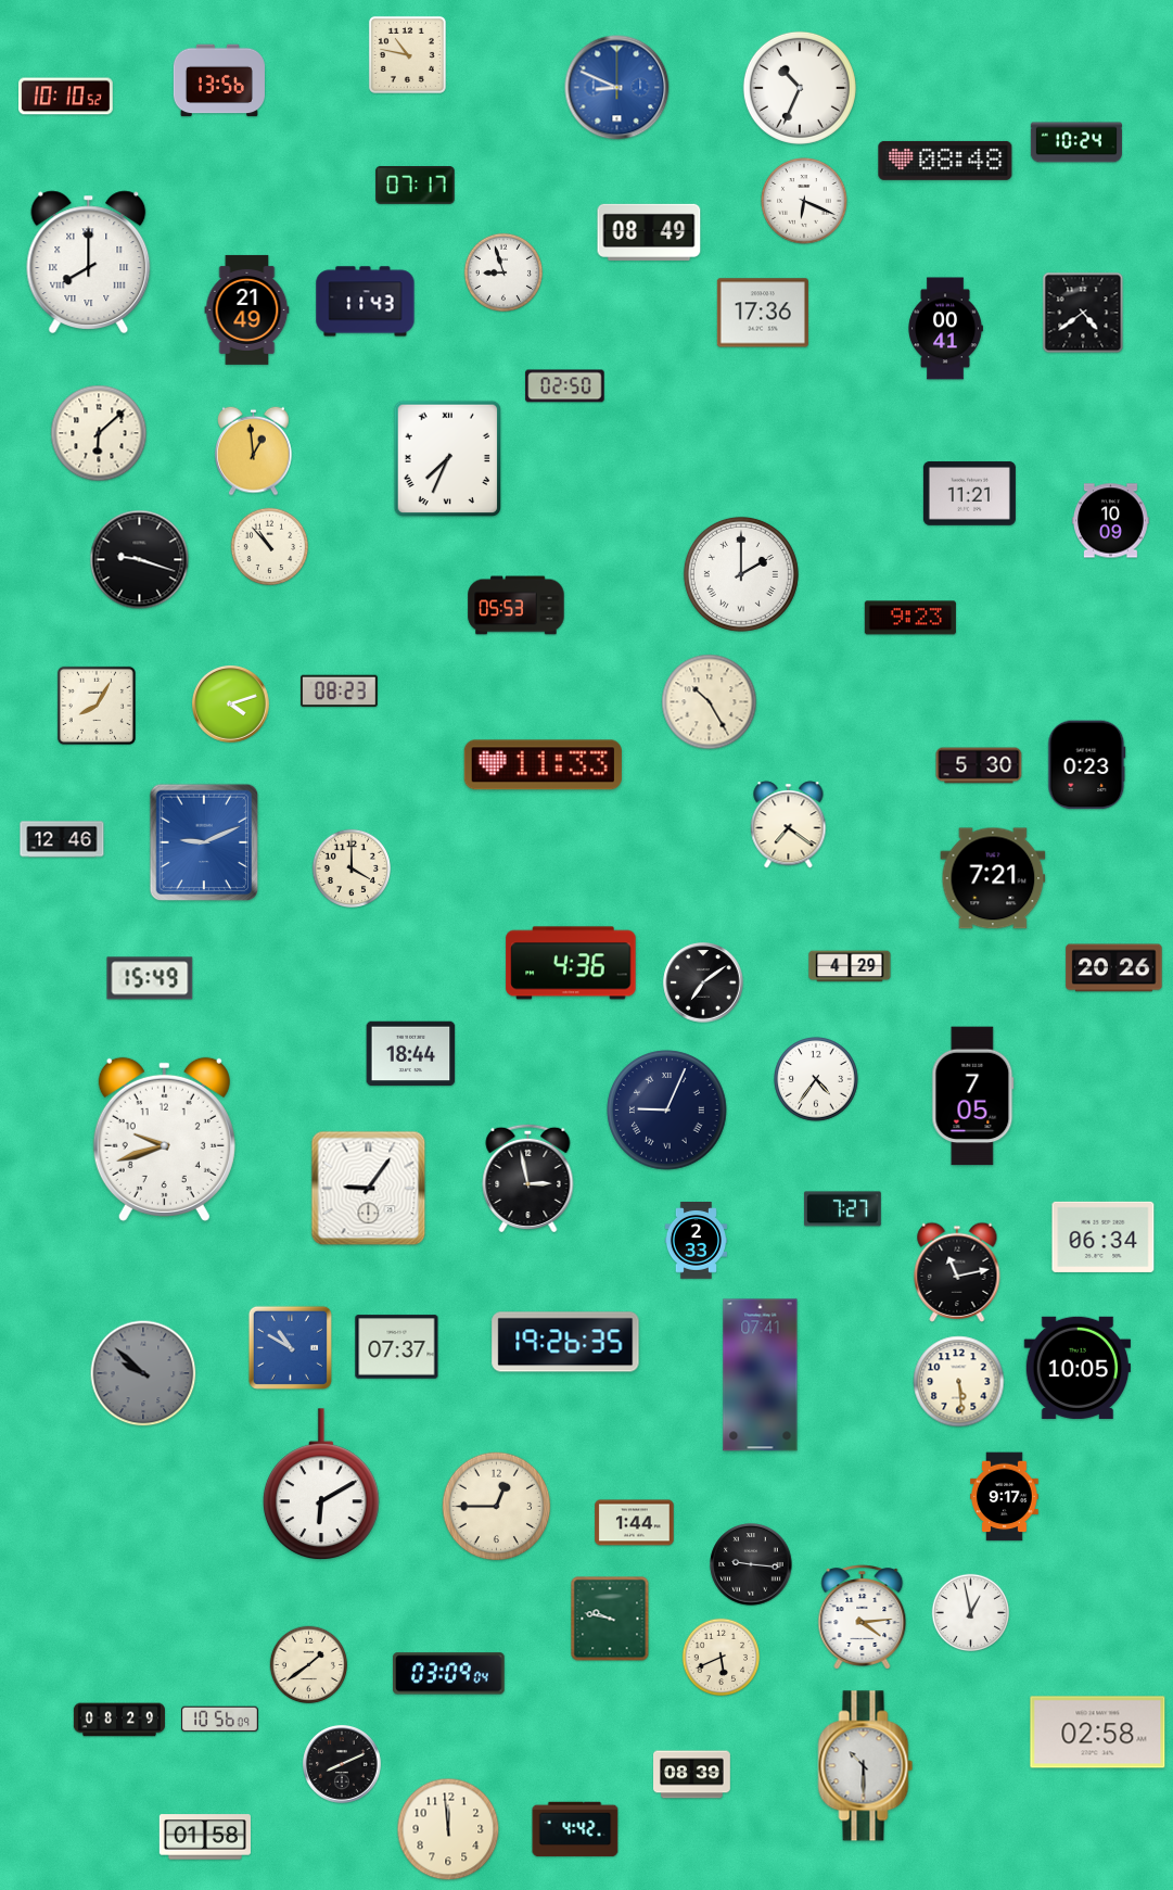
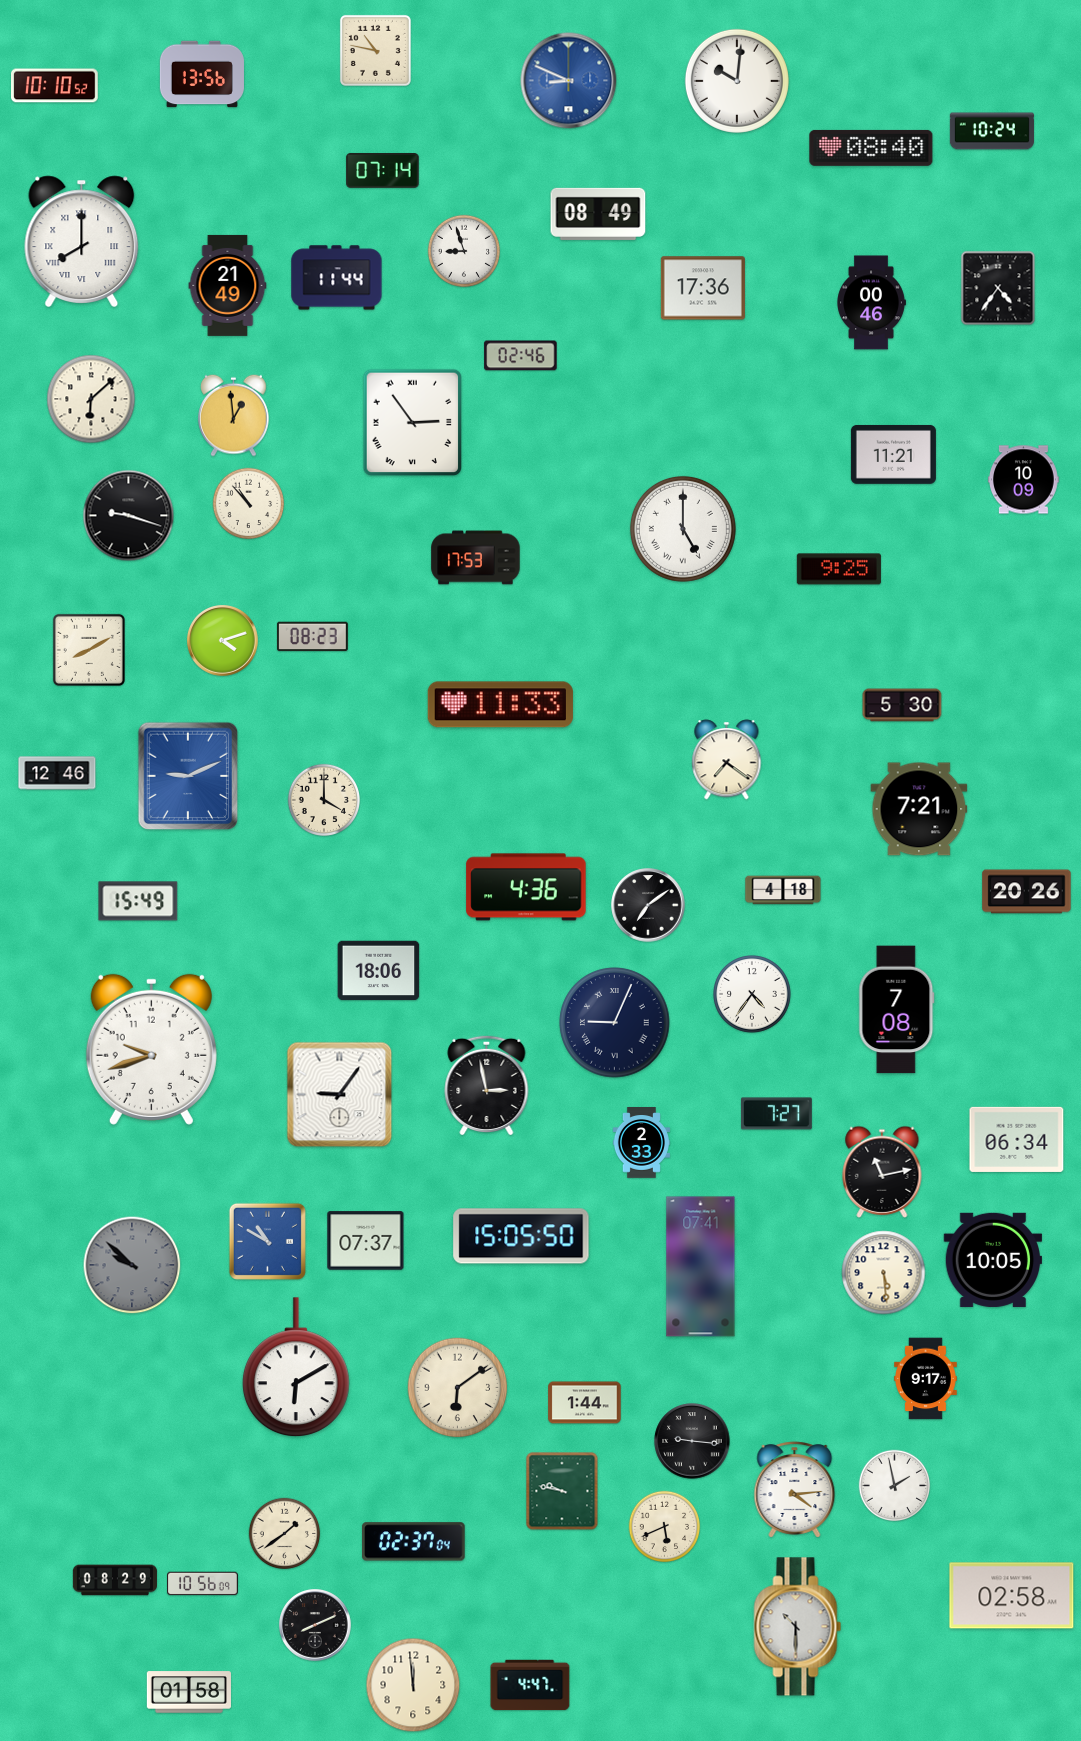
clock at (800, 88): 10:34 -> 10:01
clock at (66, 97) position: (66, 97) -> (55, 86)
clock at (945, 161): 08:48 -> 08:40
clock at (416, 186): 07:17 -> 07:14
clock at (804, 201): 6:19 -> none
clock at (366, 302): 11:43 -> 11:44
clock at (1083, 313): 4:39 -> 4:36
clock at (945, 329): 00:41 -> 00:46
clock at (565, 386): 02:50 -> 02:46
clock at (448, 459): 7:34 -> 2:54
clock at (741, 574): 2:00 -> 5:00
clock at (517, 606): 05:53 -> 17:53
clock at (910, 618): 9:23 -> 9:25
clock at (710, 702): 10:25 -> none
clock at (231, 705) position: (231, 705) -> (223, 641)
clock at (97, 706): 8:05 -> 8:10
clock at (1087, 765): 0:23 -> none
clock at (993, 878) position: (993, 878) -> (919, 809)
clock at (850, 966): 4:29 -> 4:18
clock at (411, 1054): 18:44 -> 18:06
clock at (973, 1096): 7:05 -> 7:08
clock at (565, 1342): 19:26 -> 15:05
clock at (497, 1507): 12:45 -> 6:09
clock at (971, 1613): 12:58 -> 1:58
clock at (449, 1674): 03:09 -> 02:37
clock at (119, 1720) position: (119, 1720) -> (115, 1580)
clock at (692, 1775): 08:39 -> none
clock at (575, 1829): 4:42 -> 4:47
